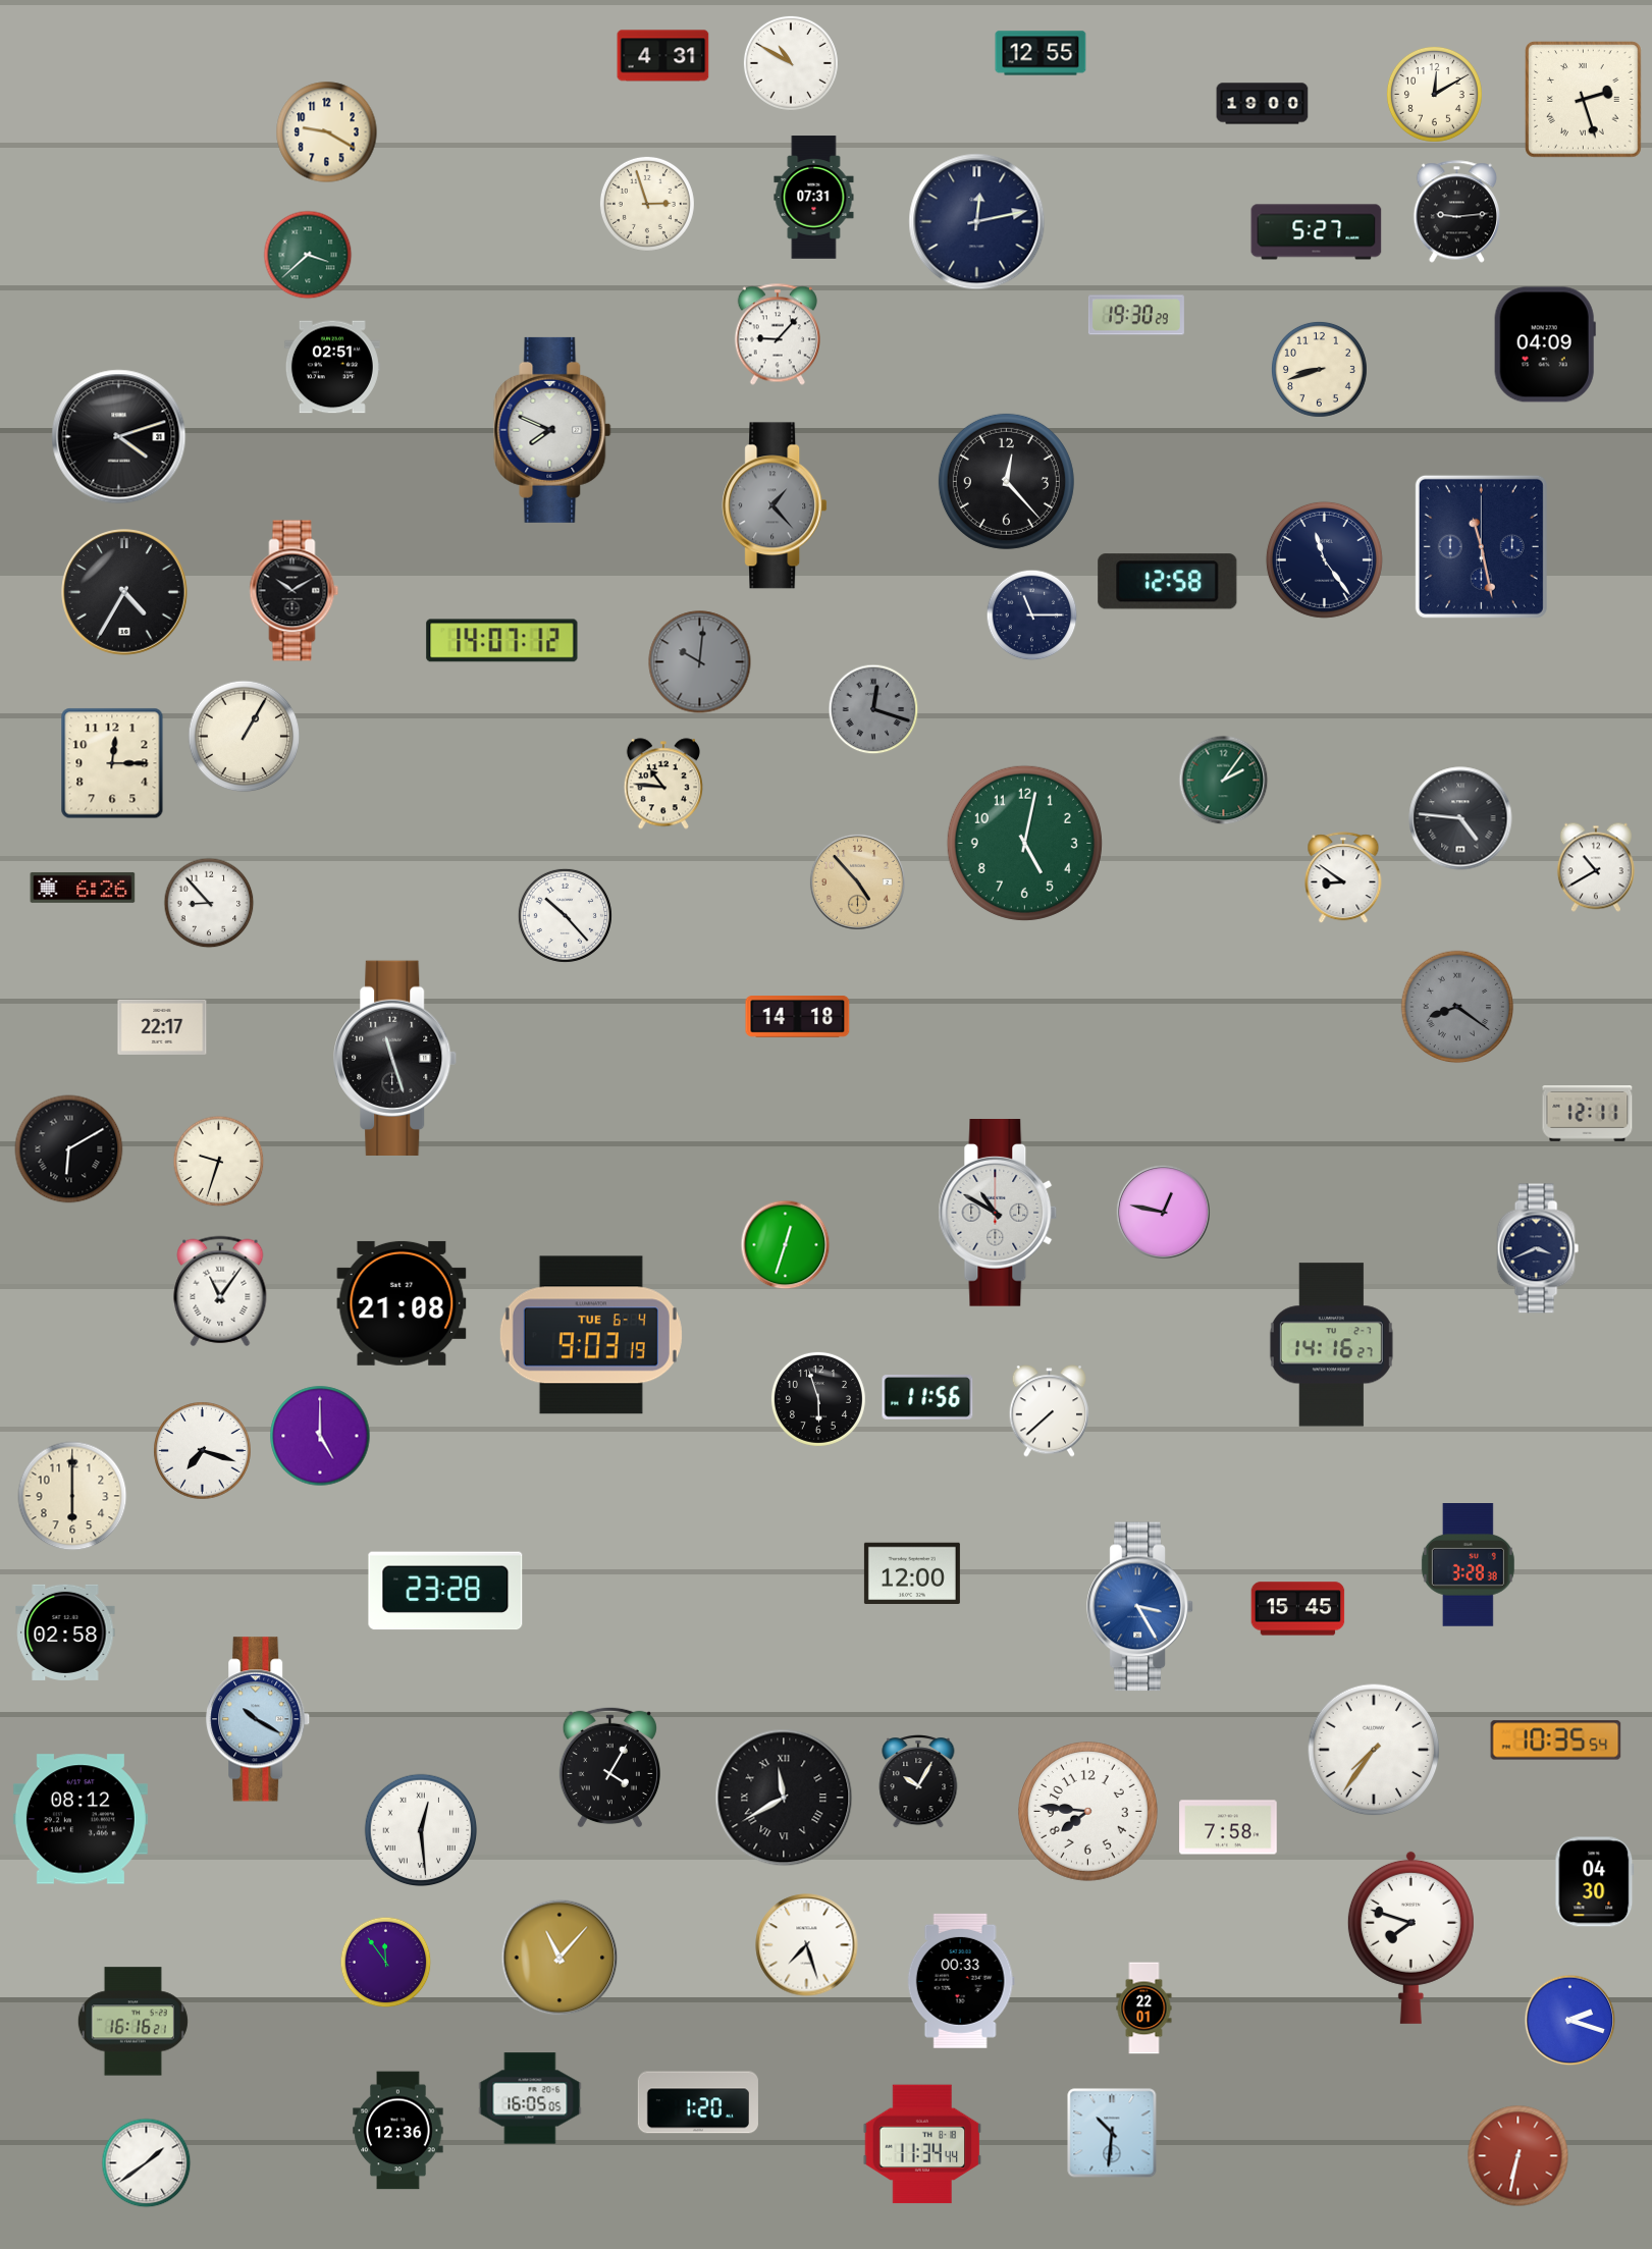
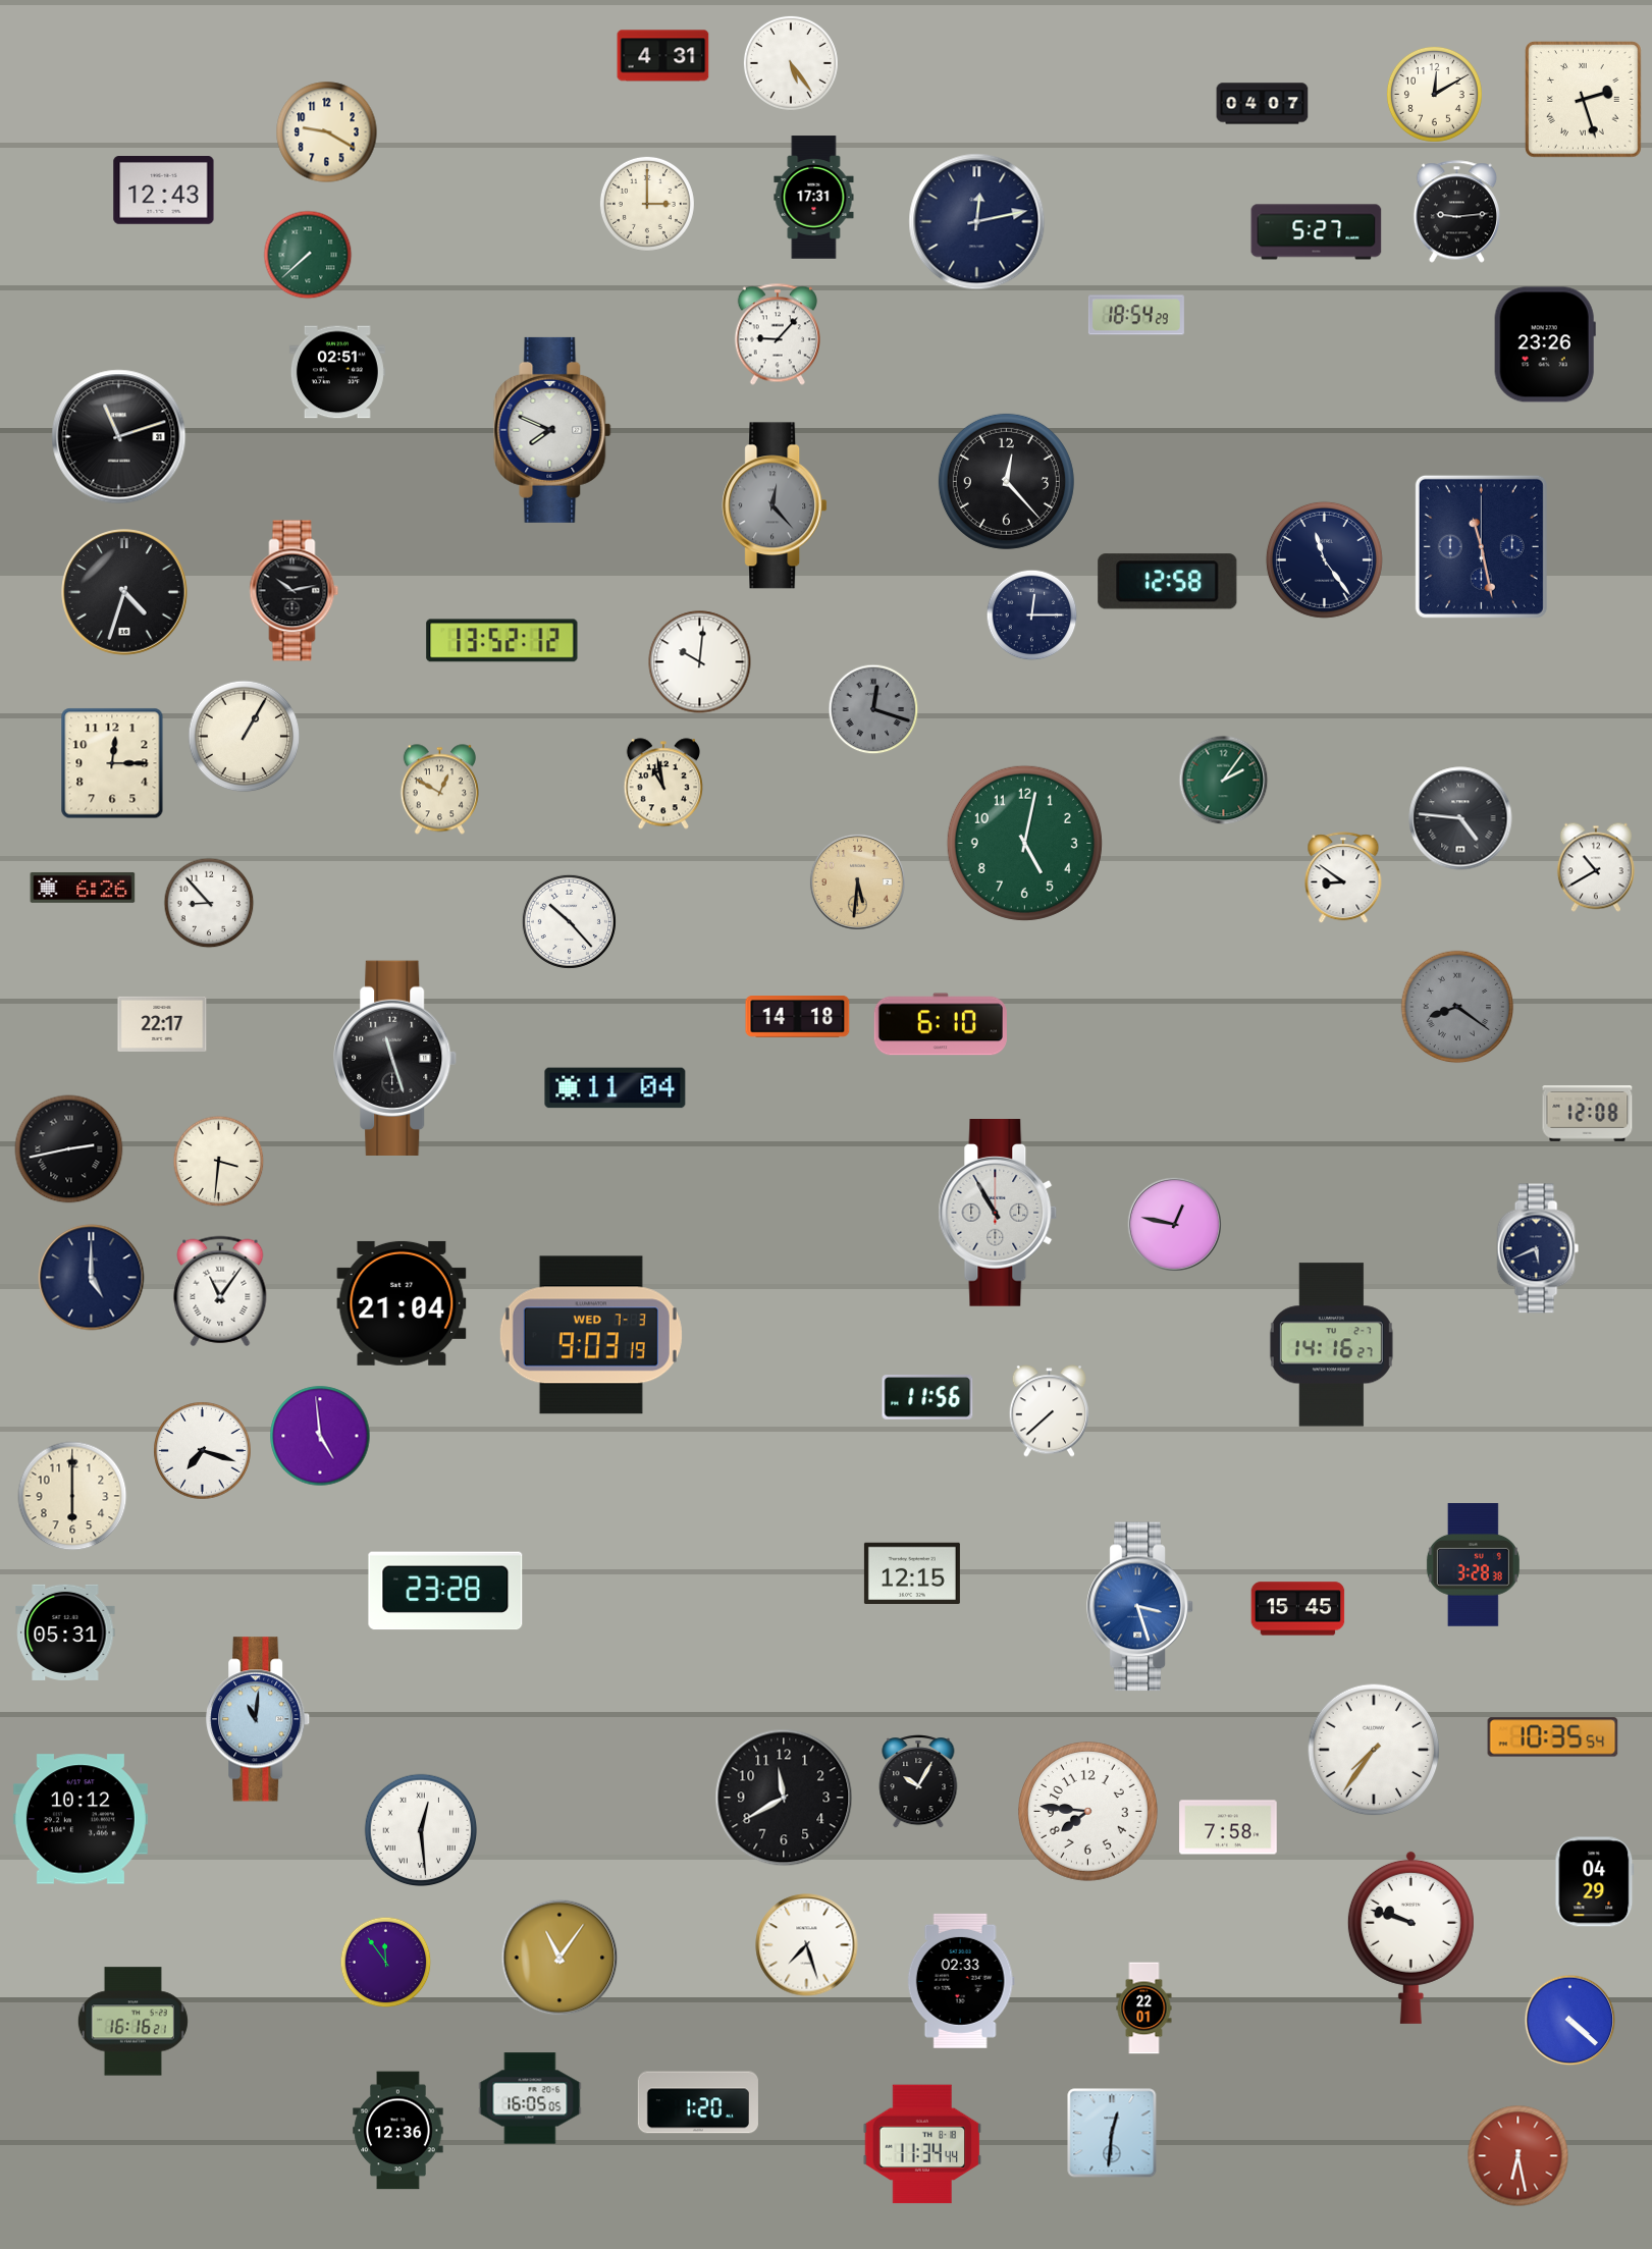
clock at (1041, 53): 12:55 -> none
clock at (791, 63): 10:50 -> 5:24
clock at (1263, 104): 19:00 -> 04:07
clock at (164, 191): none -> 12:43
clock at (814, 198): 07:31 -> 17:31
clock at (647, 204): 2:57 -> 3:00
clock at (308, 255): 3:38 -> 7:38
clock at (1136, 315): 19:30 -> 18:54
clock at (1545, 344): 04:09 -> 23:26
clock at (332, 367) position: (332, 367) -> (337, 372)
clock at (1319, 369): 8:42 -> none
clock at (119, 437): 4:12 -> 11:12
clock at (775, 505): 1:23 -> 12:23
clock at (295, 591): 10:10 -> 10:13
clock at (125, 593): 4:35 -> 4:33
clock at (1032, 615): 11:15 -> 12:15
clock at (502, 641): 14:07 -> 13:52
clock at (700, 662) dial: grey -> white
clock at (663, 784): 10:46 -> 10:58
clock at (439, 790): none -> 12:50
clock at (857, 881): 4:53 -> 5:31
clock at (565, 915) position: (565, 915) -> (569, 921)
clock at (941, 1024): none -> 6:10
clock at (162, 1027) position: (162, 1027) -> (162, 1024)
clock at (616, 1088): none -> 11:04
clock at (1588, 1114): 12:11 -> 12:08
clock at (69, 1149): 6:10 -> 2:43
clock at (219, 1162): 9:33 -> 3:31
clock at (1163, 1212) position: (1163, 1212) -> (1174, 1224)
clock at (998, 1214): 10:50 -> 10:55
clock at (786, 1245): 12:33 -> none
clock at (1538, 1248): 3:41 -> 5:41
clock at (92, 1278): none -> 5:00
clock at (402, 1303): 21:08 -> 21:04
clock at (591, 1335) date: TUE 6-4 -> WED 7-3
clock at (818, 1399): 5:57 -> none
clock at (320, 1436): 5:00 -> 4:59
clock at (1468, 1565) position: (1468, 1565) -> (1473, 1565)
clock at (912, 1572): 12:00 -> 12:15
clock at (1140, 1607): 3:25 -> 3:27
clock at (65, 1632): 02:58 -> 05:31
clock at (259, 1719): 10:20 -> 11:01
clock at (1556, 1741) position: (1556, 1741) -> (1553, 1737)
clock at (609, 1767): 4:05 -> none
clock at (784, 1798) numerals: Roman -> Arabic
clock at (81, 1819): 08:12 -> 10:12
clock at (1595, 1882): 04:30 -> 04:29
clock at (1410, 1937): 7:48 -> 9:48
clock at (559, 1958): 11:07 -> 11:06
clock at (961, 1981): 00:33 -> 02:33
clock at (1570, 2021): 2:18 -> 4:22
clock at (1112, 2133): 10:31 -> 12:31
clock at (1518, 2156): 6:32 -> 6:28
clock at (147, 2163): 1:39 -> none
